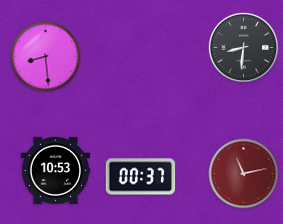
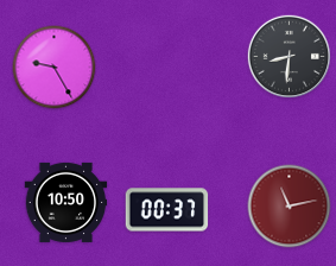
clock at (46, 57): 8:29 -> 9:25
clock at (56, 170): 10:53 -> 10:50
